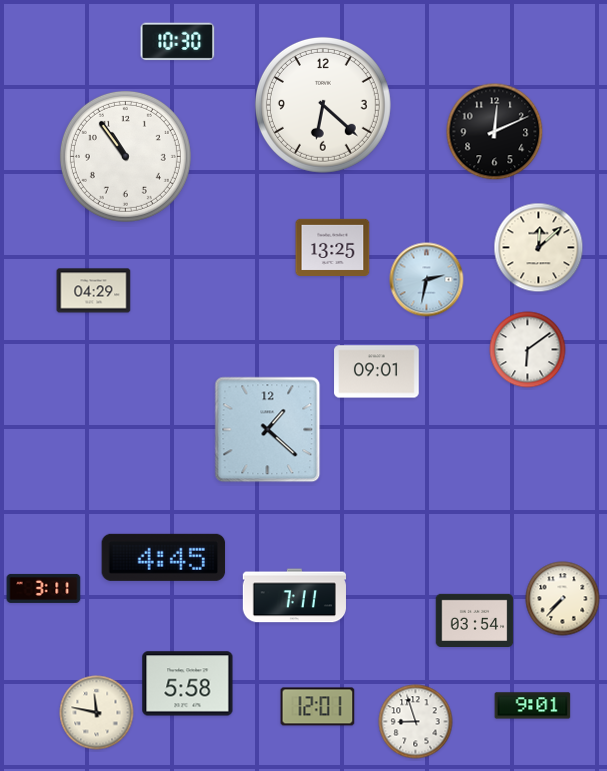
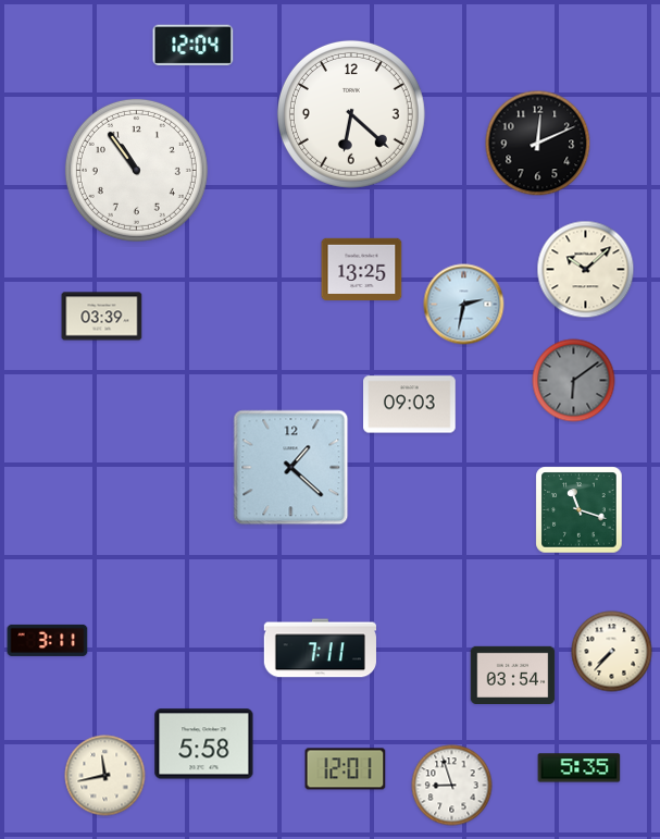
clock at (178, 42): 10:30 -> 12:04
clock at (539, 248): 12:08 -> 10:08
clock at (94, 291): 04:29 -> 03:39
clock at (528, 350) dial: white -> grey
clock at (377, 372): 09:01 -> 09:03
clock at (580, 510): none -> 11:18
clock at (164, 557): 4:45 -> none
clock at (475, 620) position: (475, 620) -> (513, 675)
clock at (533, 706): 9:01 -> 5:35
clock at (97, 713): 11:47 -> 11:43
